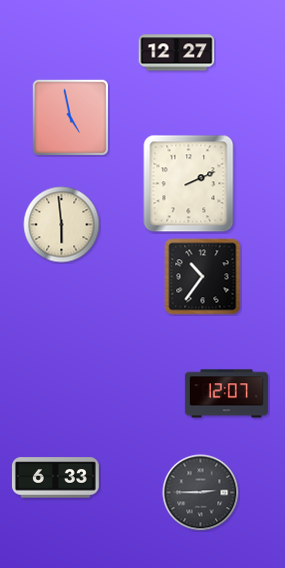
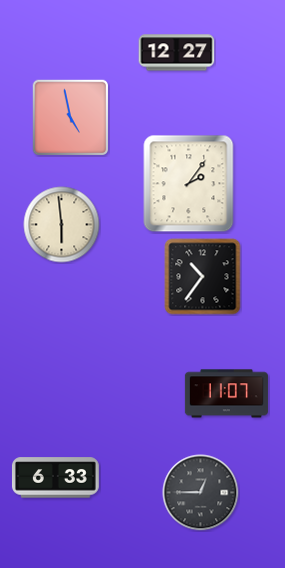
clock at (189, 184): 2:11 -> 2:06
clock at (226, 394): 12:07 -> 11:07
clock at (201, 493): 2:45 -> 12:45
